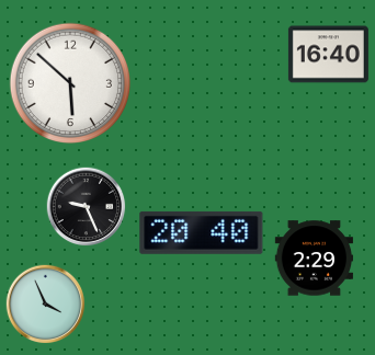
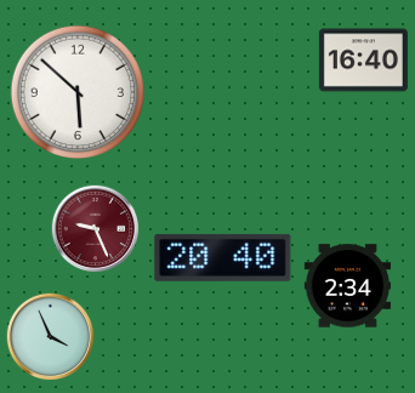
clock at (87, 207) dial: black -> burgundy
clock at (315, 259): 2:29 -> 2:34
